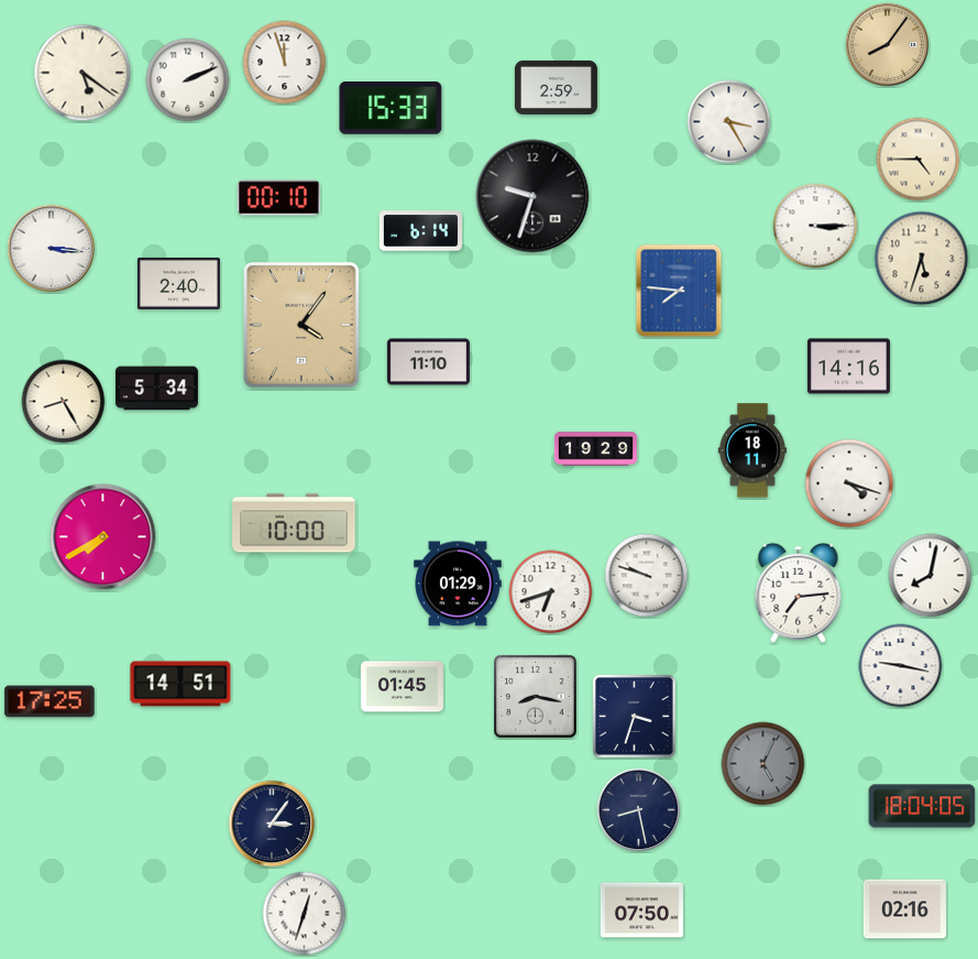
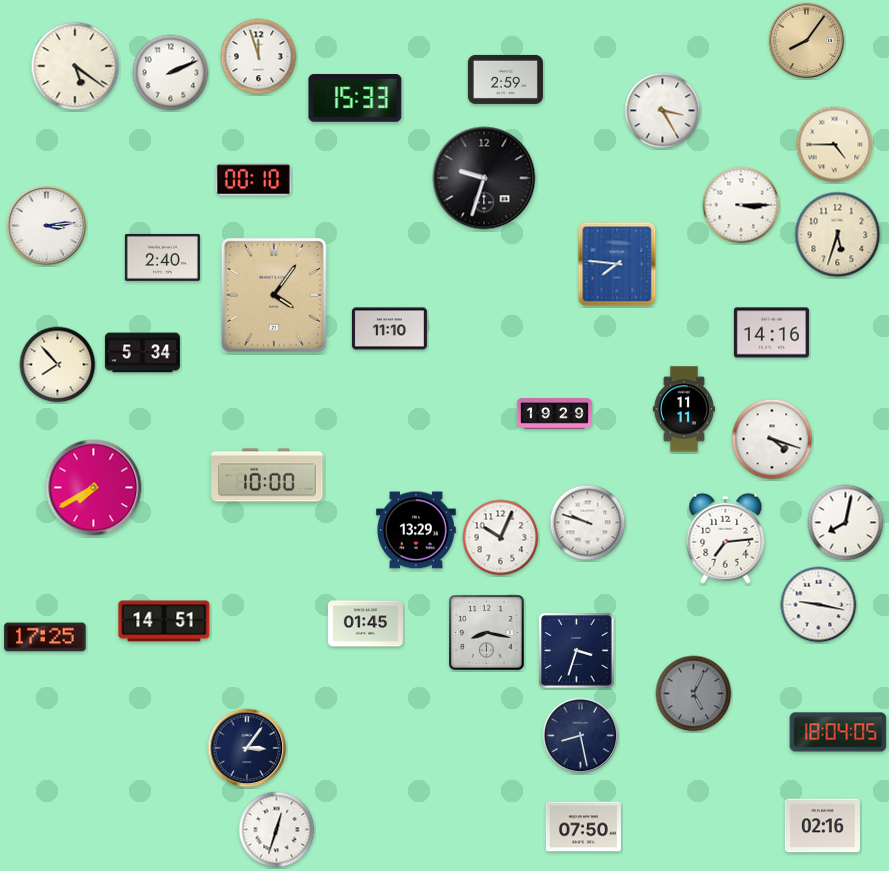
clock at (420, 231): 6:14 -> none
clock at (52, 249): 3:16 -> 3:14
clock at (64, 402): 8:25 -> 7:53
clock at (595, 449) position: (595, 449) -> (554, 414)
clock at (752, 450): 18:11 -> 11:11
clock at (458, 584): 01:29 -> 13:29
clock at (551, 592): 6:42 -> 10:04
